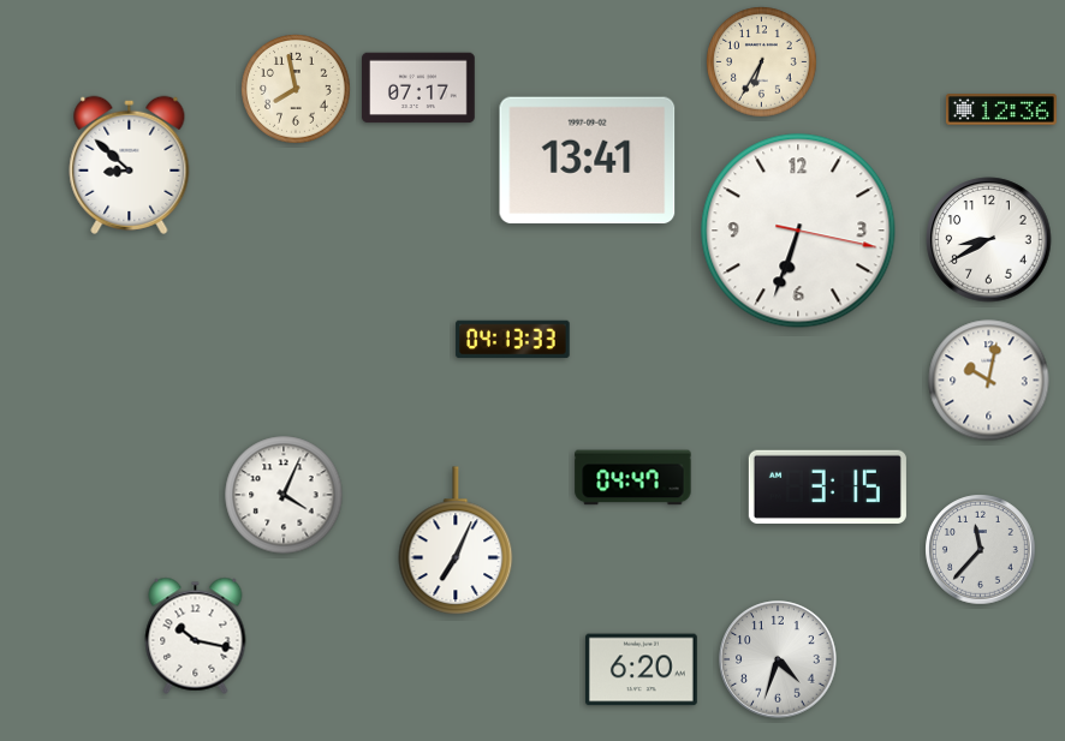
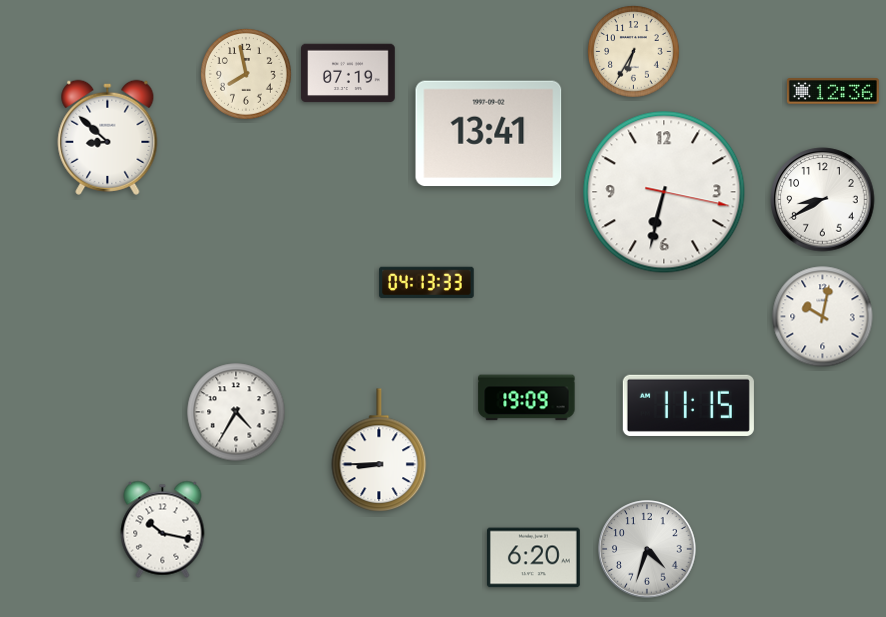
clock at (418, 88): 07:17 -> 07:19
clock at (798, 231): 6:33 -> 6:32
clock at (633, 478): 04:47 -> 19:09
clock at (827, 486): 3:15 -> 11:15
clock at (284, 495): 4:04 -> 4:35
clock at (456, 540): 7:04 -> 8:45
clock at (981, 550): 11:37 -> none
